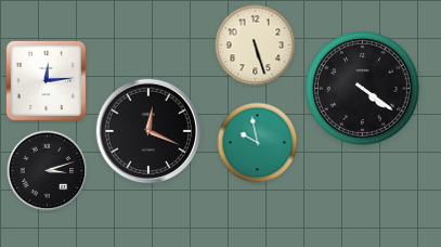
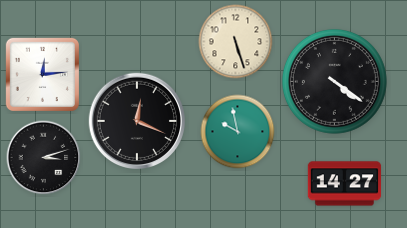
clock at (345, 184): none -> 14:27
